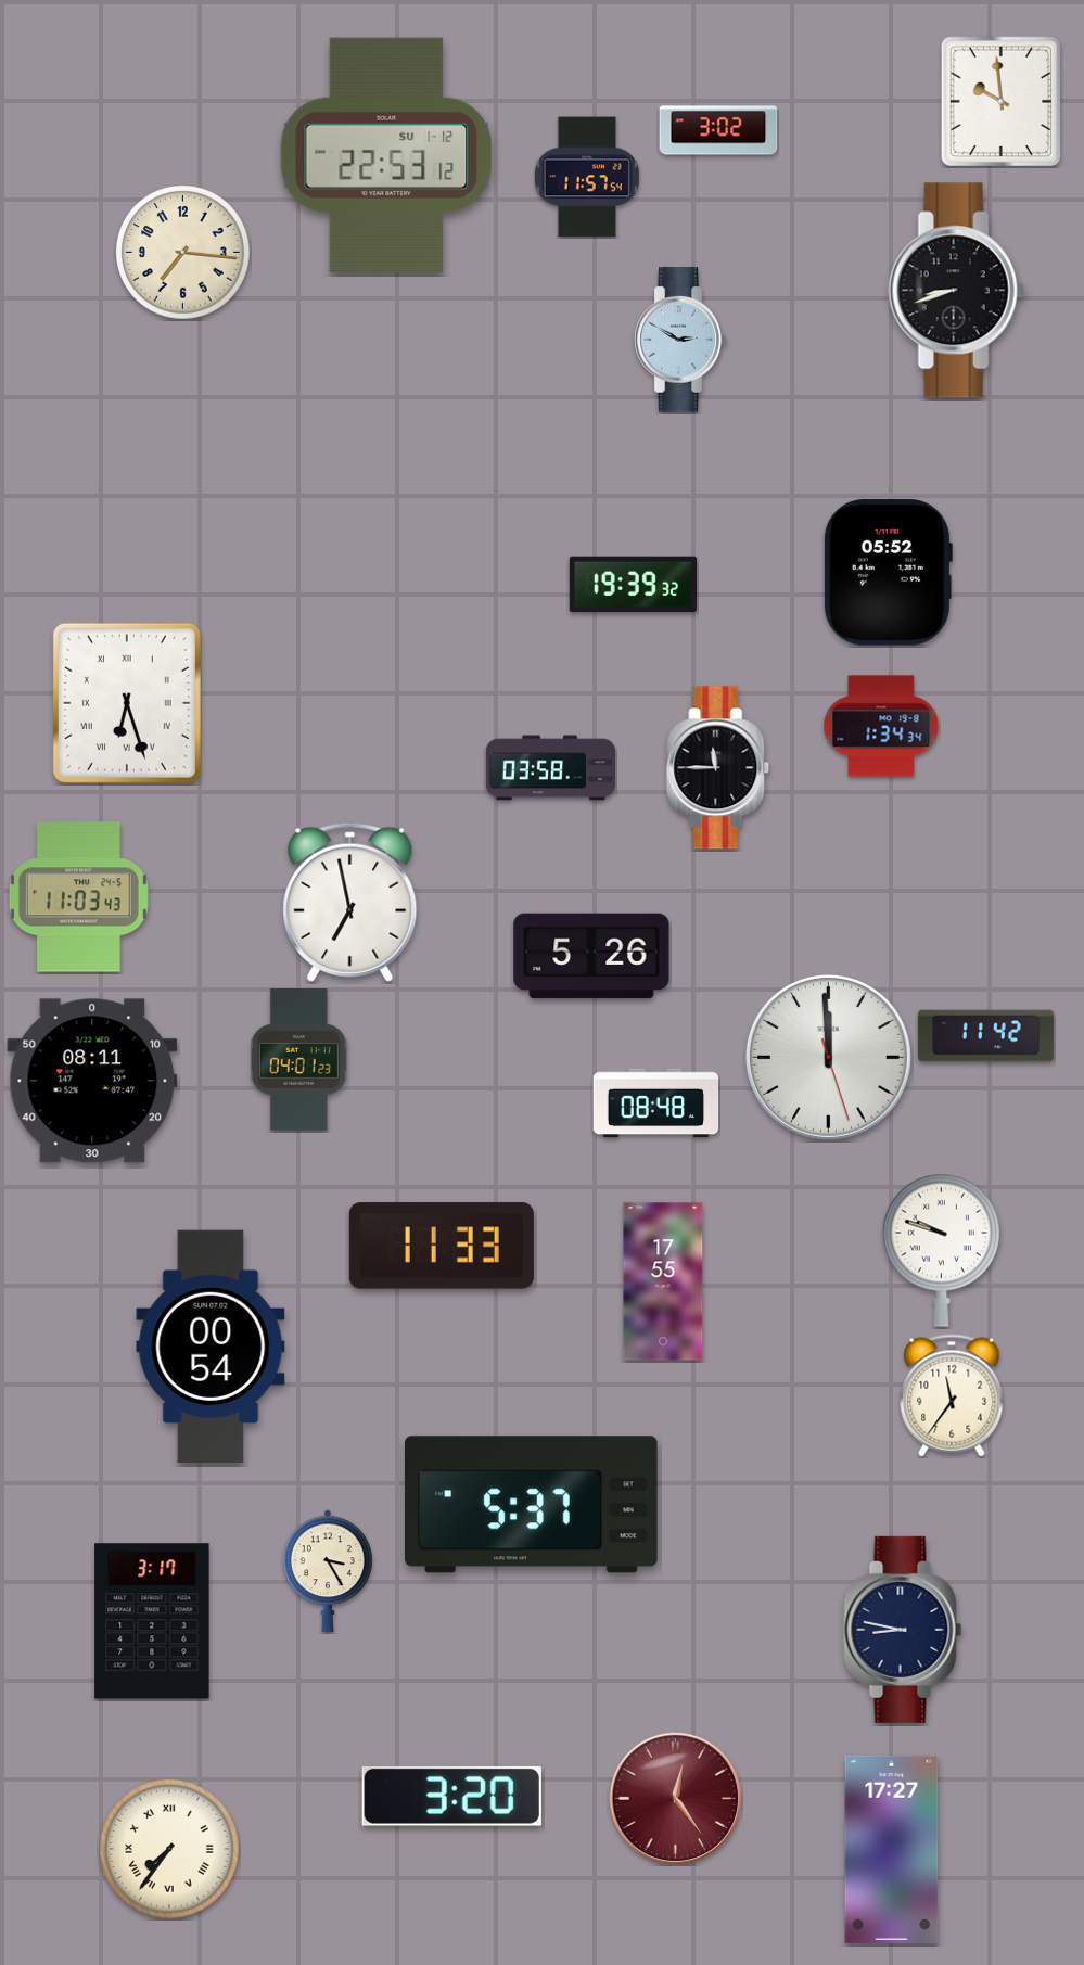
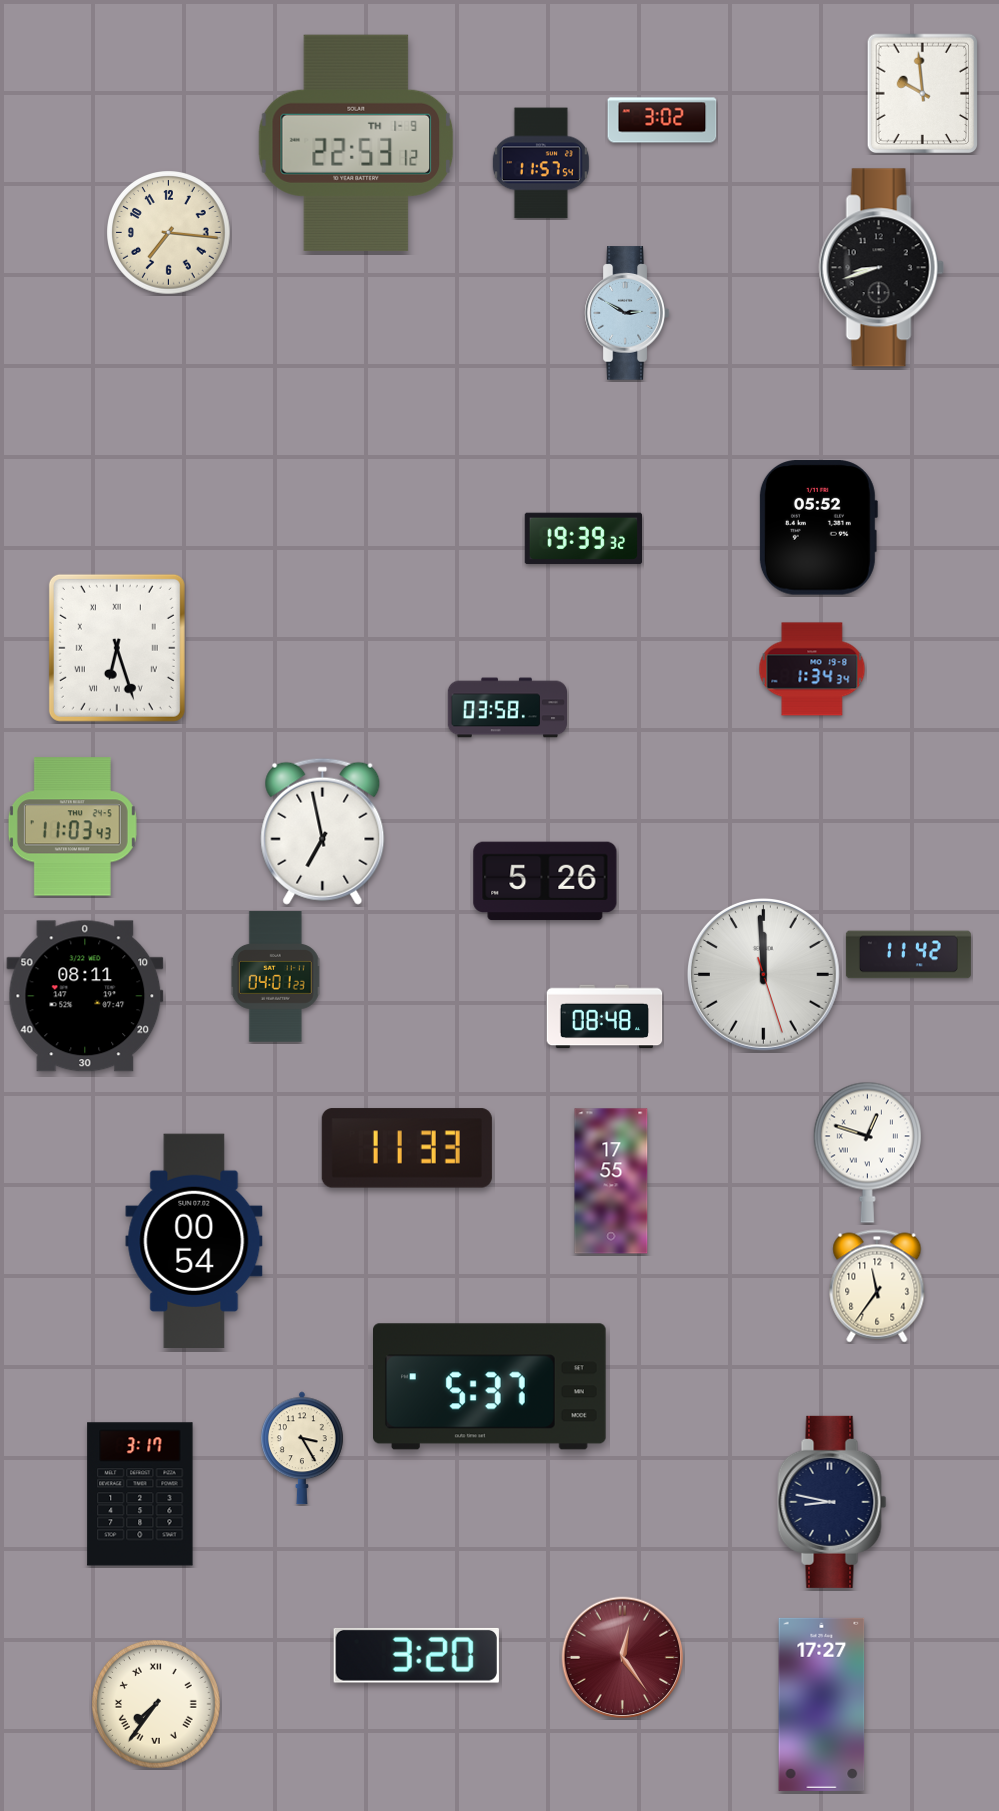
clock at (386, 155) date: SU 1-12 -> TH 1-9
clock at (718, 768): 11:45 -> none
clock at (941, 1250): 9:48 -> 12:48
